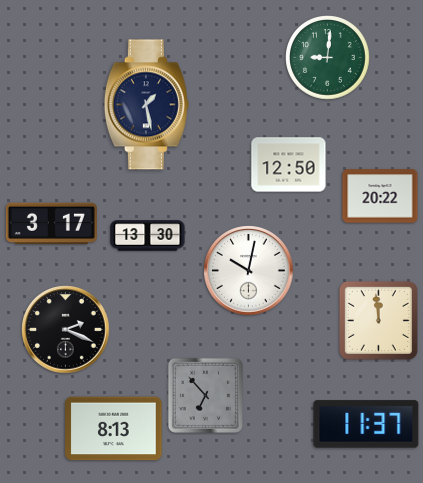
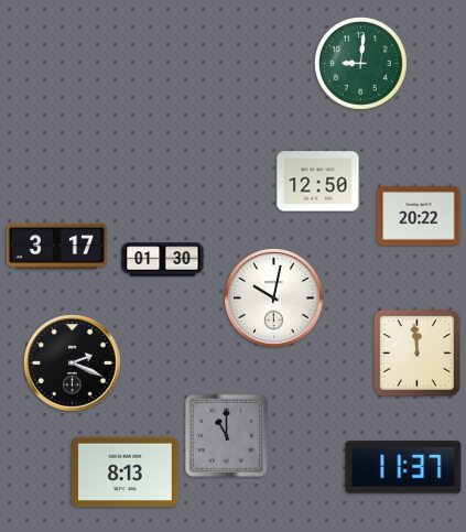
clock at (146, 105): 1:28 -> none
clock at (148, 236): 13:30 -> 01:30
clock at (205, 395): 6:53 -> 11:00
